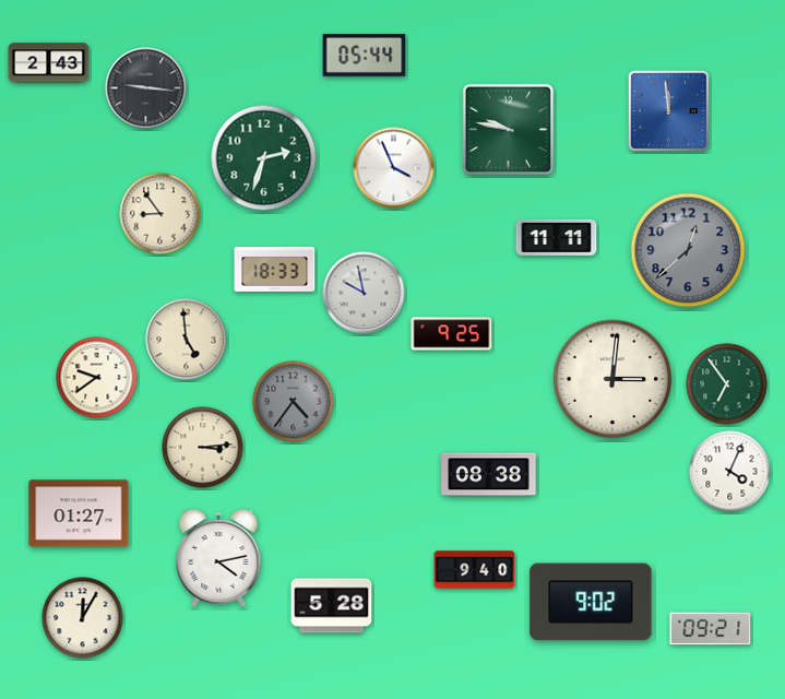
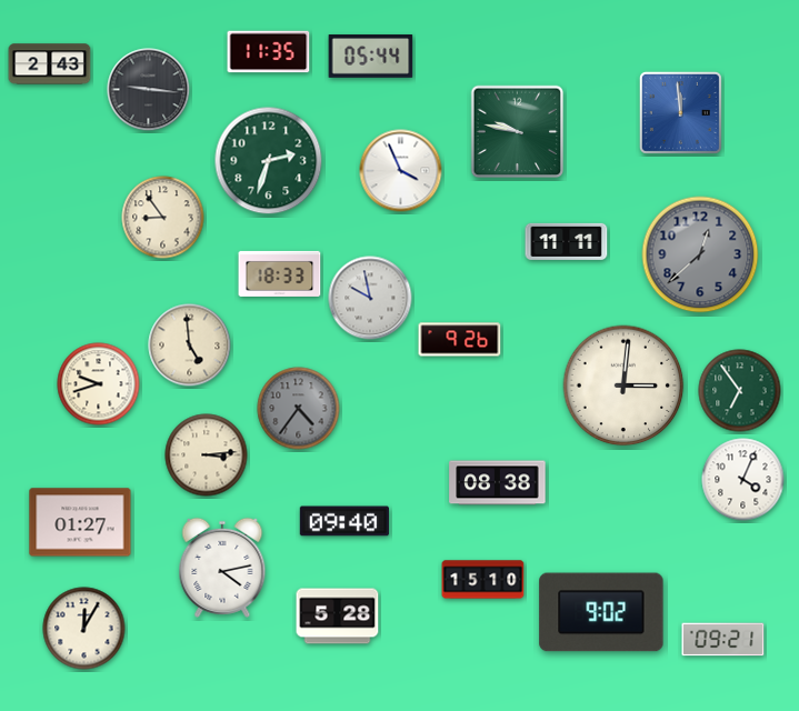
clock at (269, 52): none -> 11:35
clock at (452, 334): 9:25 -> 9:26
clock at (97, 378): 9:39 -> 9:42
clock at (344, 521): none -> 09:40
clock at (475, 570): 9:40 -> 15:10
